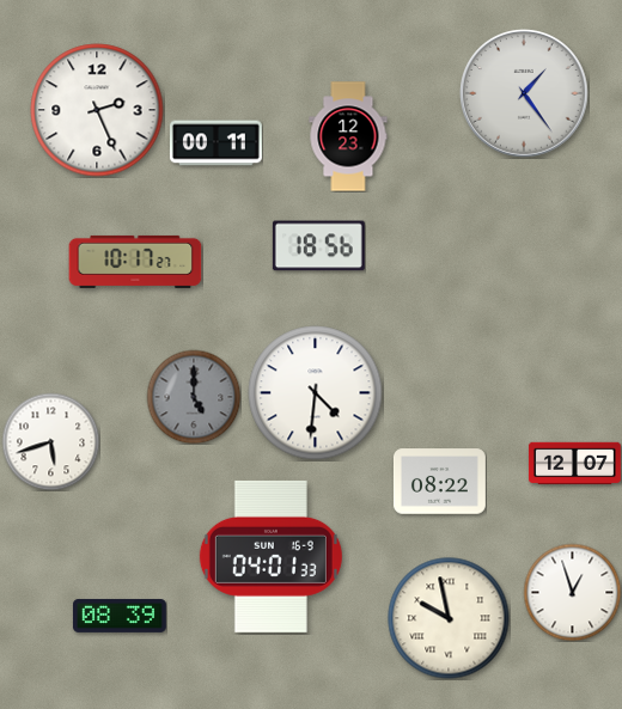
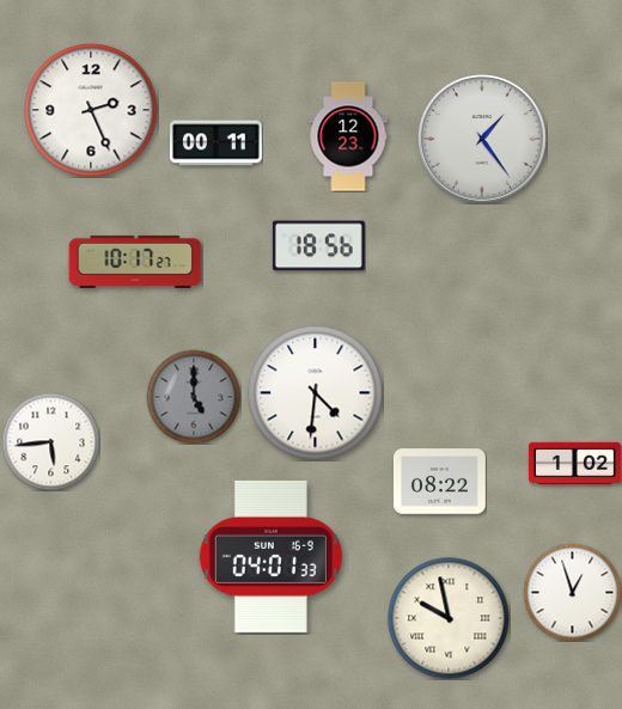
clock at (525, 94) position: (525, 94) -> (483, 140)
clock at (97, 110) position: (97, 110) -> (91, 110)
clock at (50, 441): 5:42 -> 5:44
clock at (575, 464): 12:07 -> 1:02
clock at (120, 616): 08:39 -> none
